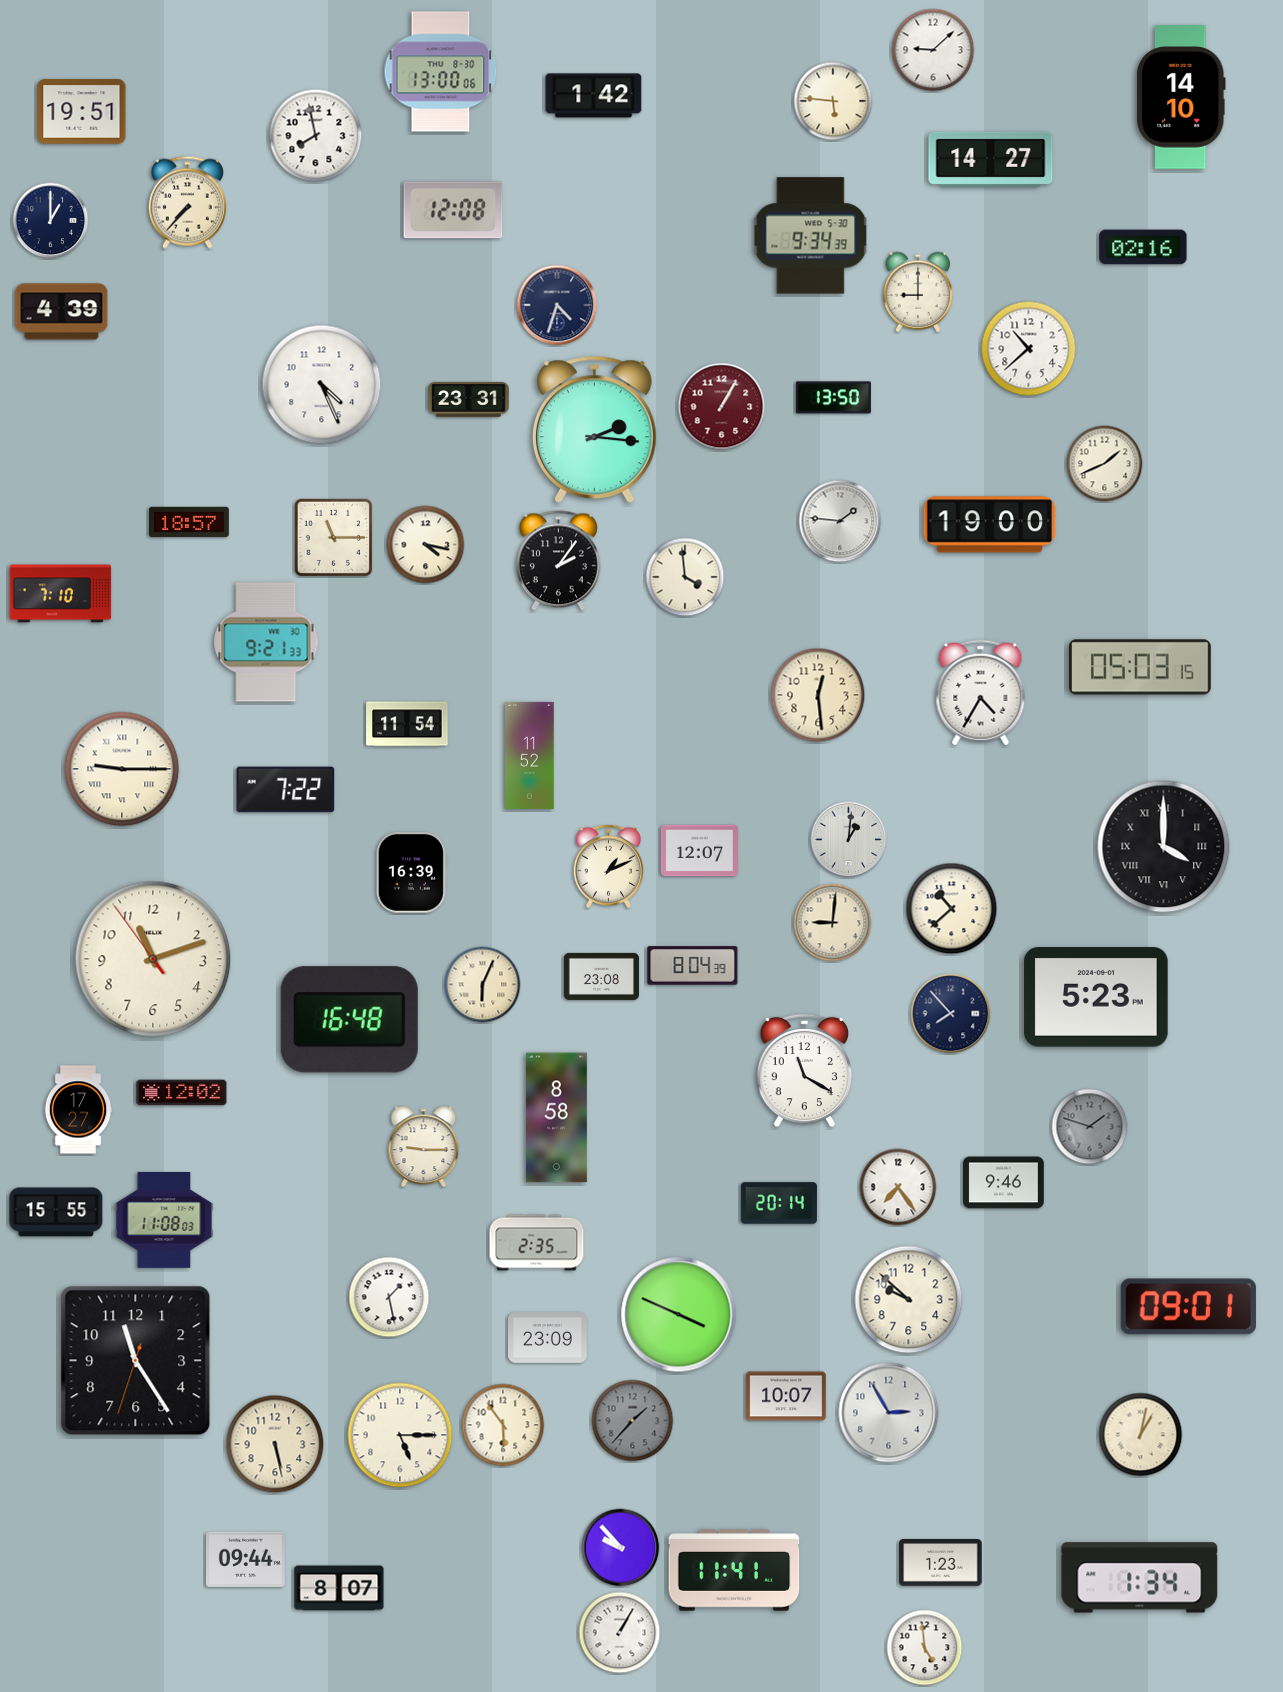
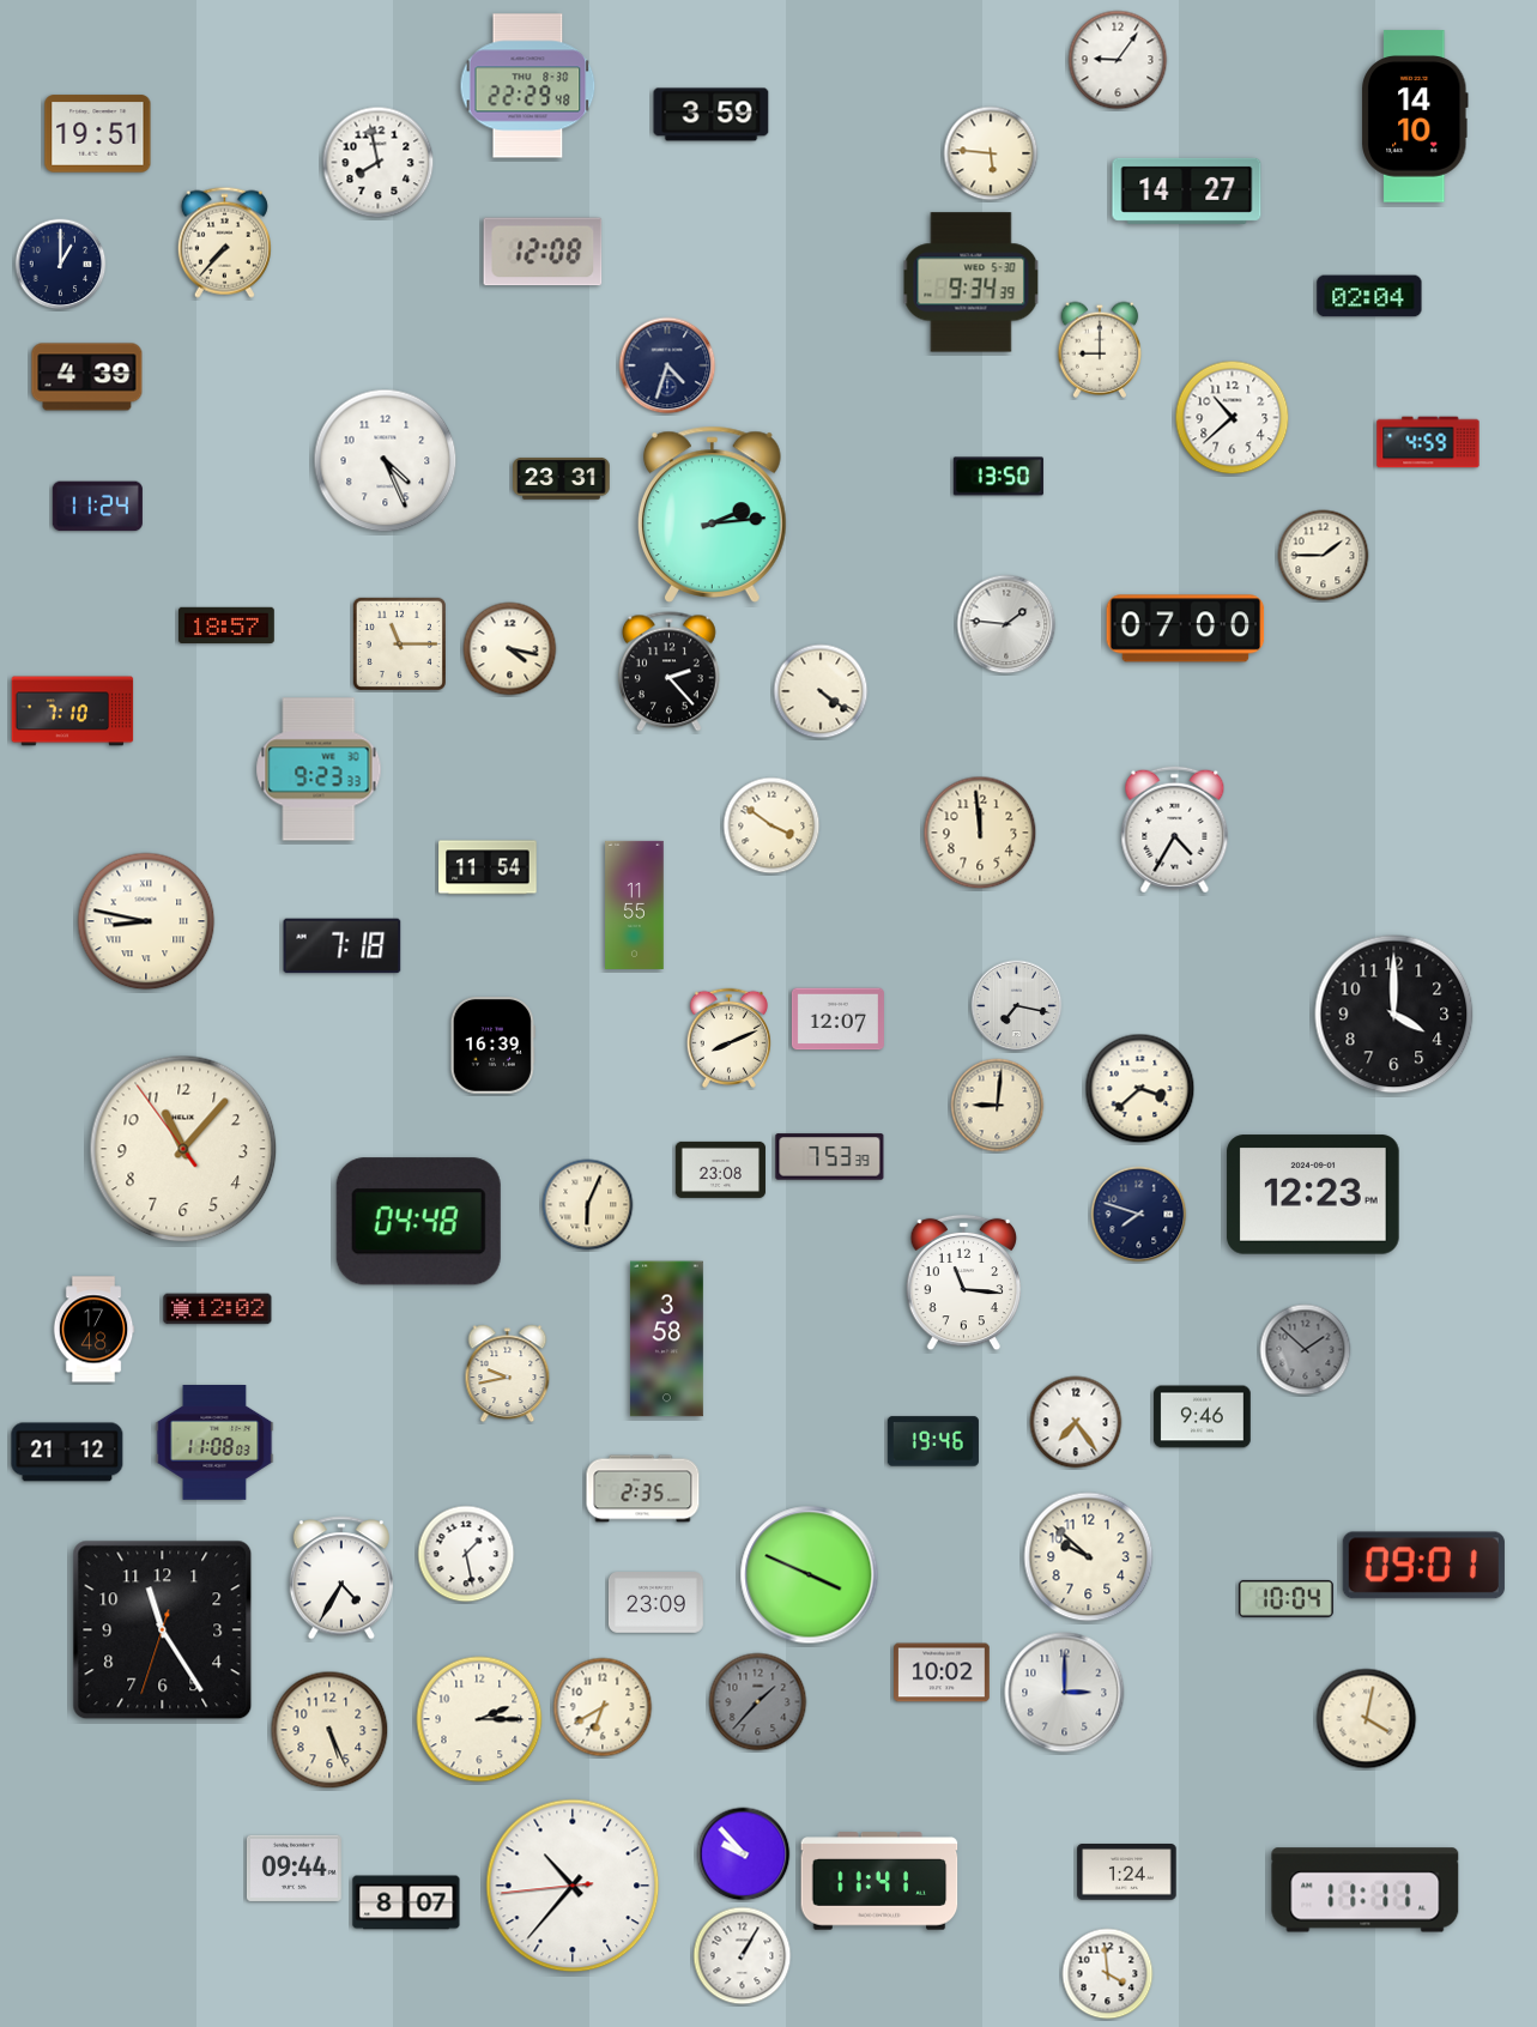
clock at (933, 50): 9:08 -> 9:06
clock at (441, 72): 13:00 -> 22:29
clock at (594, 96): 1:42 -> 3:59
clock at (833, 101) position: (833, 101) -> (991, 153)
clock at (1143, 247): 02:16 -> 02:04
clock at (62, 312) position: (62, 312) -> (87, 377)
clock at (1428, 442): none -> 4:59
clock at (722, 407): 1:05 -> none
clock at (97, 507): none -> 11:24
clock at (594, 429): 2:16 -> 2:14
clock at (1105, 464): 1:41 -> 1:45
clock at (990, 525): 19:00 -> 07:00
clock at (426, 545) position: (426, 545) -> (510, 649)
clock at (558, 561): 2:06 -> 2:23
clock at (685, 577): 3:59 -> 4:21
clock at (266, 642): 9:21 -> 9:23
clock at (1141, 667): 05:03 -> none
clock at (771, 825): none -> 3:51
clock at (818, 695): 12:29 -> 11:59
clock at (530, 755): 11:52 -> 11:55
clock at (122, 769): 9:15 -> 8:47
clock at (286, 790): 7:22 -> 7:18
clock at (849, 840): 1:01 -> 7:17
clock at (1164, 847) numerals: Roman -> Arabic
clock at (608, 866): 1:11 -> 8:11
clock at (952, 909): 10:38 -> 3:38
clock at (153, 959): 11:11 -> 11:06
clock at (693, 966): 8:04 -> 7:53
clock at (483, 985) position: (483, 985) -> (588, 1205)
clock at (1096, 997): 5:23 -> 12:23
clock at (951, 1014): 7:53 -> 7:48
clock at (349, 1020): 16:48 -> 04:48
clock at (805, 1071): 11:20 -> 11:16
clock at (78, 1110): 17:27 -> 17:48
clock at (556, 1118): 8:58 -> 3:58
clock at (1090, 1127): 1:48 -> 1:52
clock at (424, 1147): 9:15 -> 9:43
clock at (779, 1203): 20:14 -> 19:46
clock at (56, 1212): 15:55 -> 21:12
clock at (164, 1221) position: (164, 1221) -> (214, 1444)
clock at (679, 1315) position: (679, 1315) -> (810, 1575)
clock at (341, 1578): none -> 4:35
clock at (1285, 1598): none -> 10:04
clock at (787, 1396): 10:07 -> 10:02
clock at (889, 1413): 2:55 -> 3:00
clock at (503, 1425): 5:54 -> 6:40
clock at (400, 1435): 5:15 -> 2:15
clock at (1141, 1435): 1:02 -> 4:02
clock at (275, 1444): 5:28 -> 5:26
clock at (941, 1563): 1:23 -> 1:24
clock at (573, 1886): none -> 10:36
clock at (1140, 1578): 1:34 -> 11:11
clock at (925, 1648): 4:59 -> 3:59
